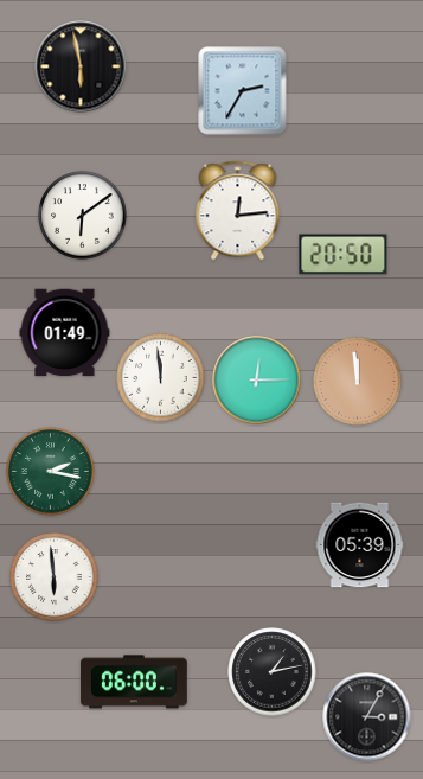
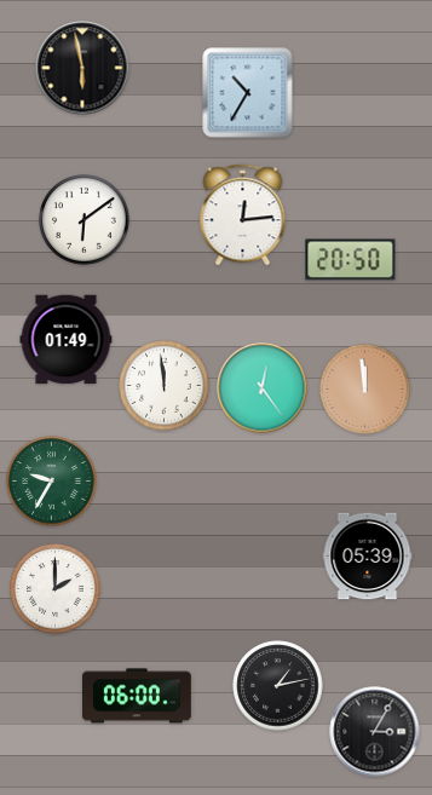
clock at (243, 91): 2:35 -> 10:35
clock at (257, 381): 12:15 -> 12:24
clock at (51, 472): 2:17 -> 9:35
clock at (55, 577): 5:59 -> 2:00
